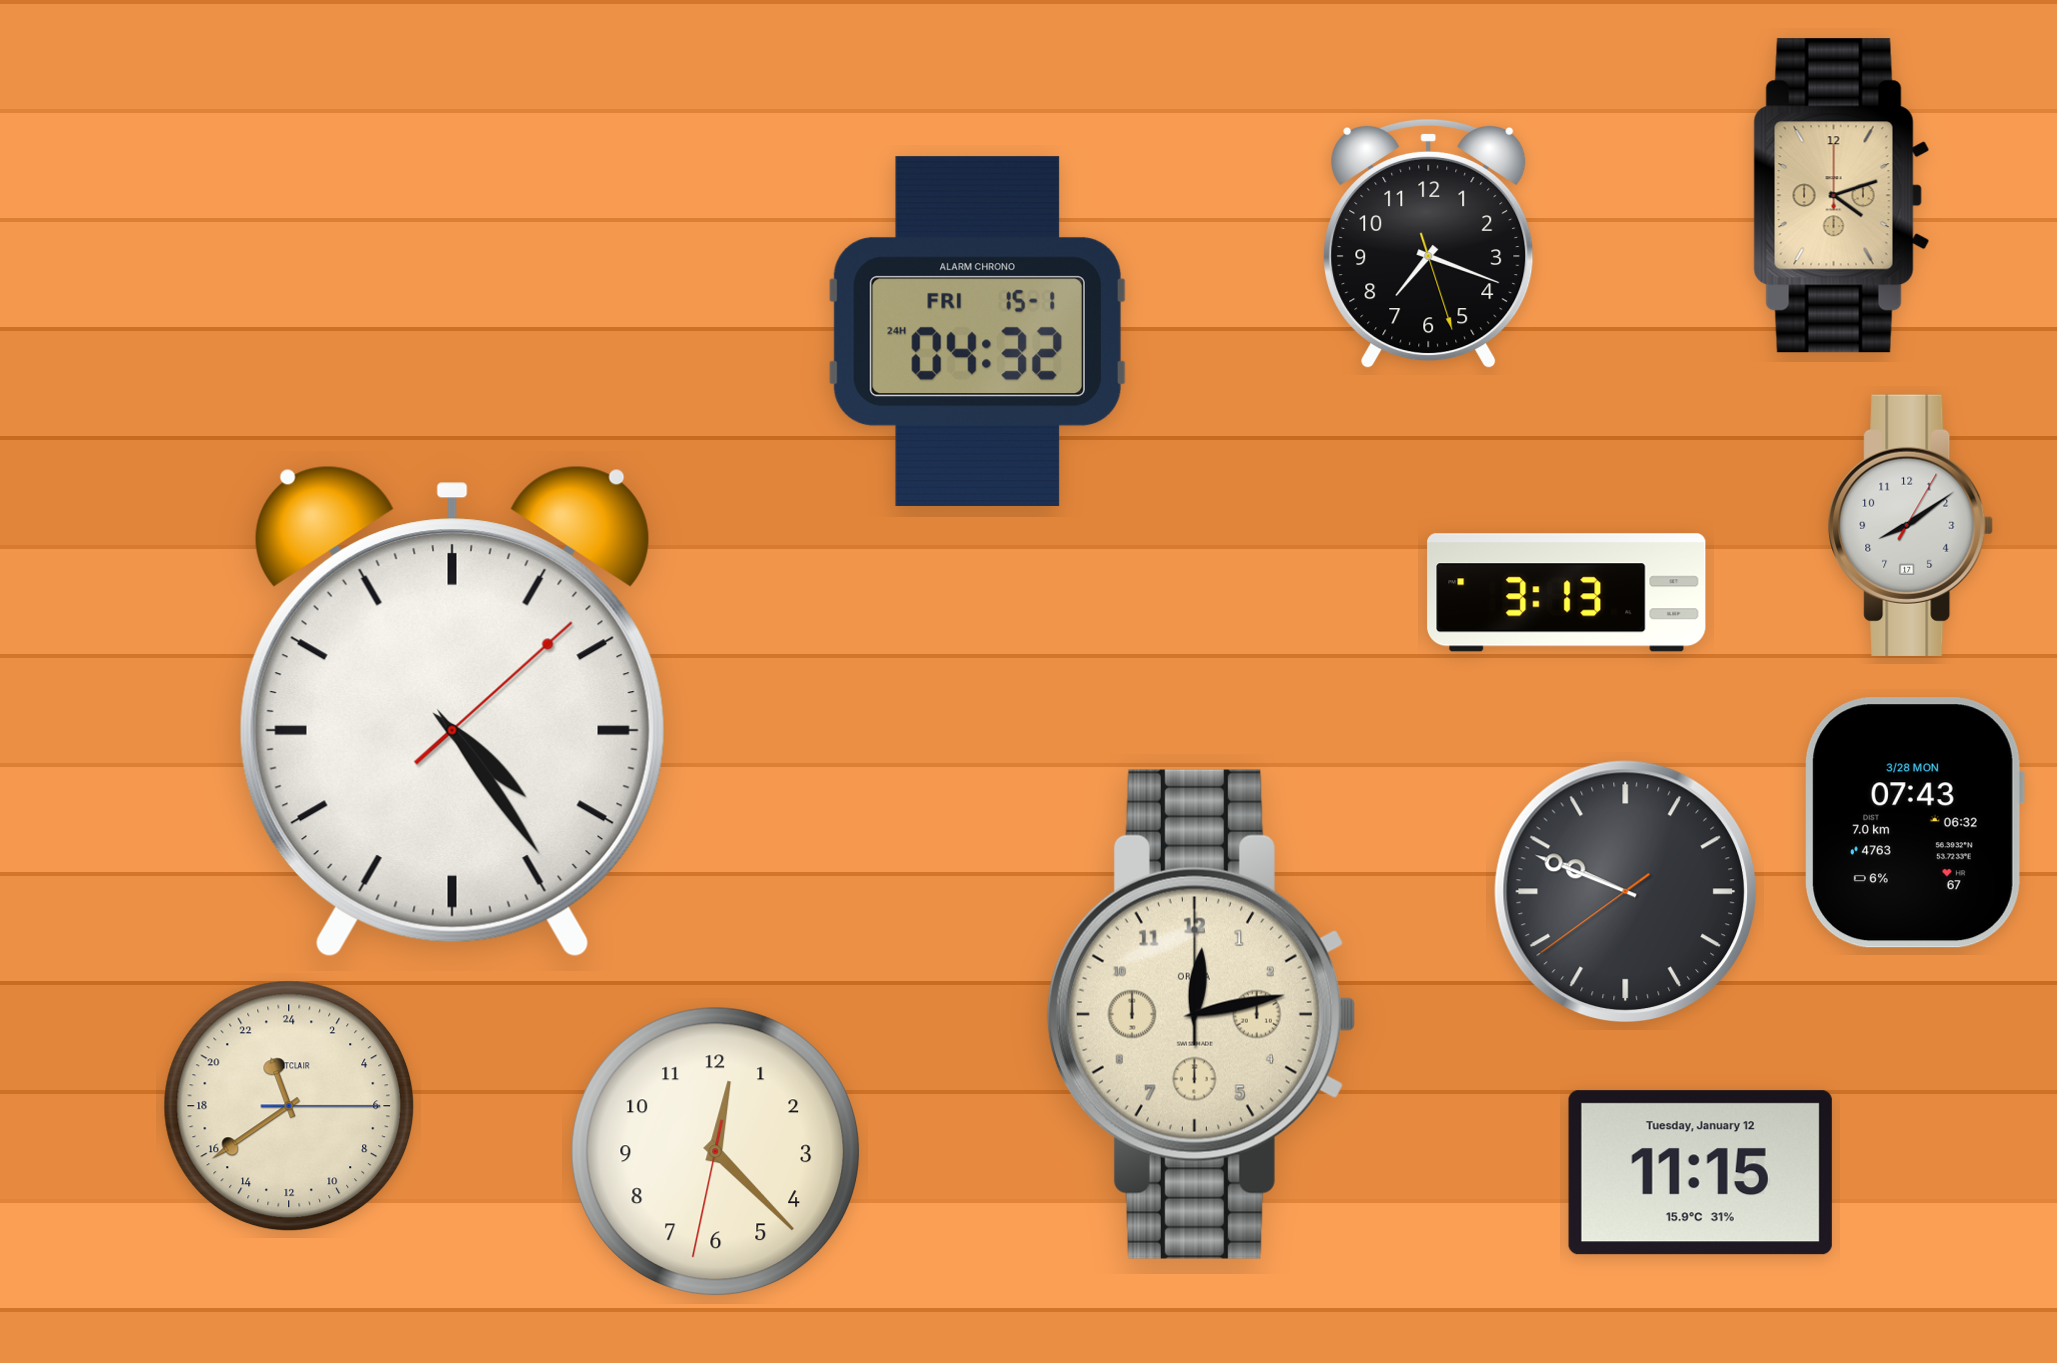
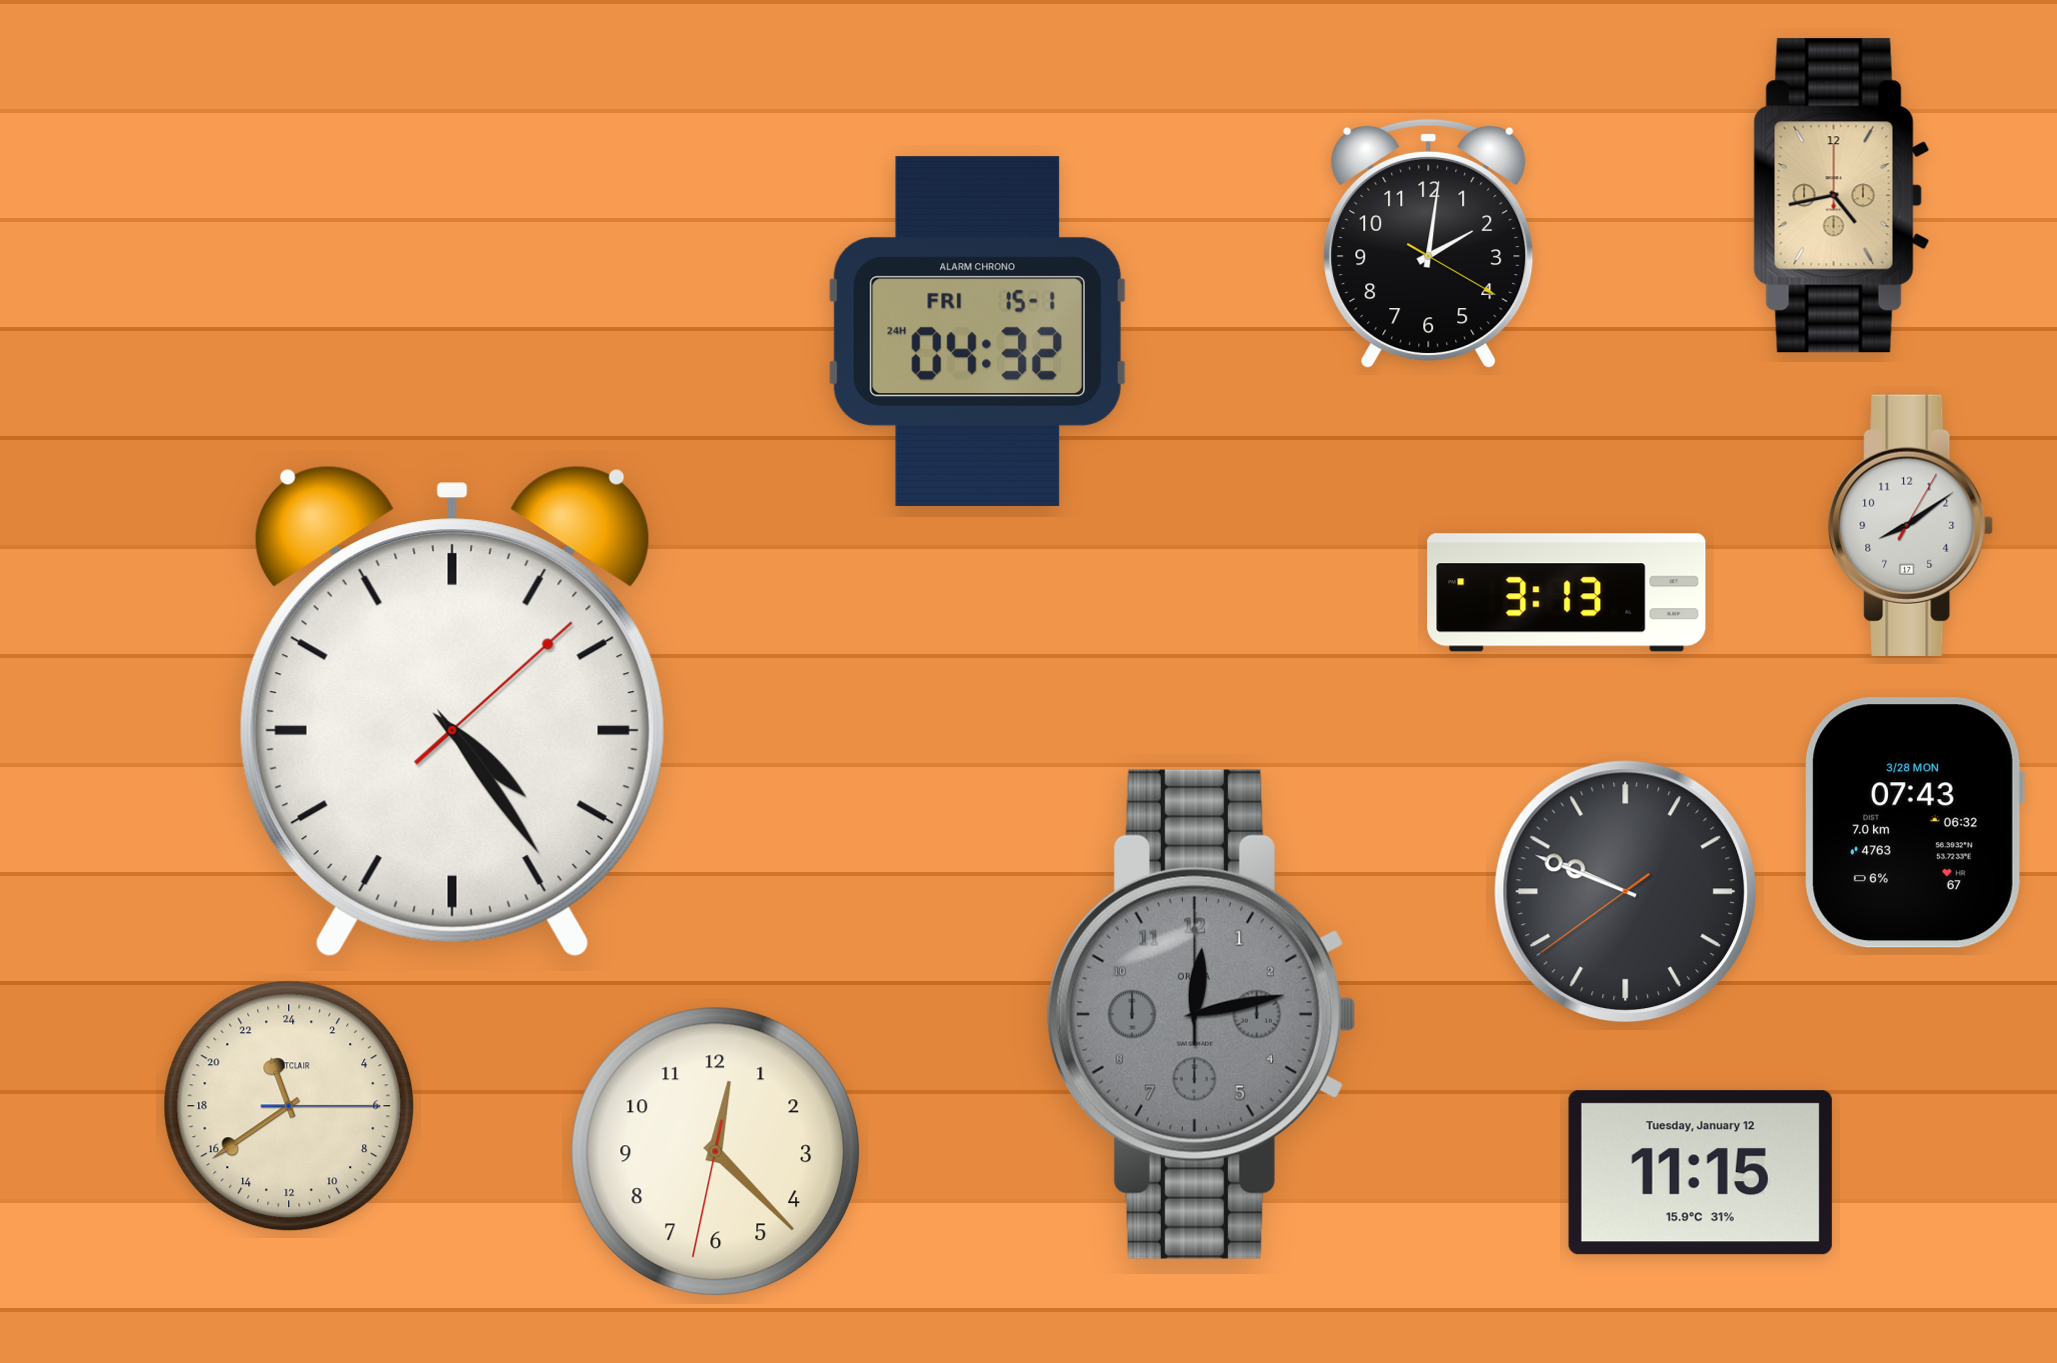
clock at (1842, 196): 4:12 -> 4:43
clock at (1429, 244): 7:18 -> 2:01
clock at (1201, 1014) dial: cream -> grey
